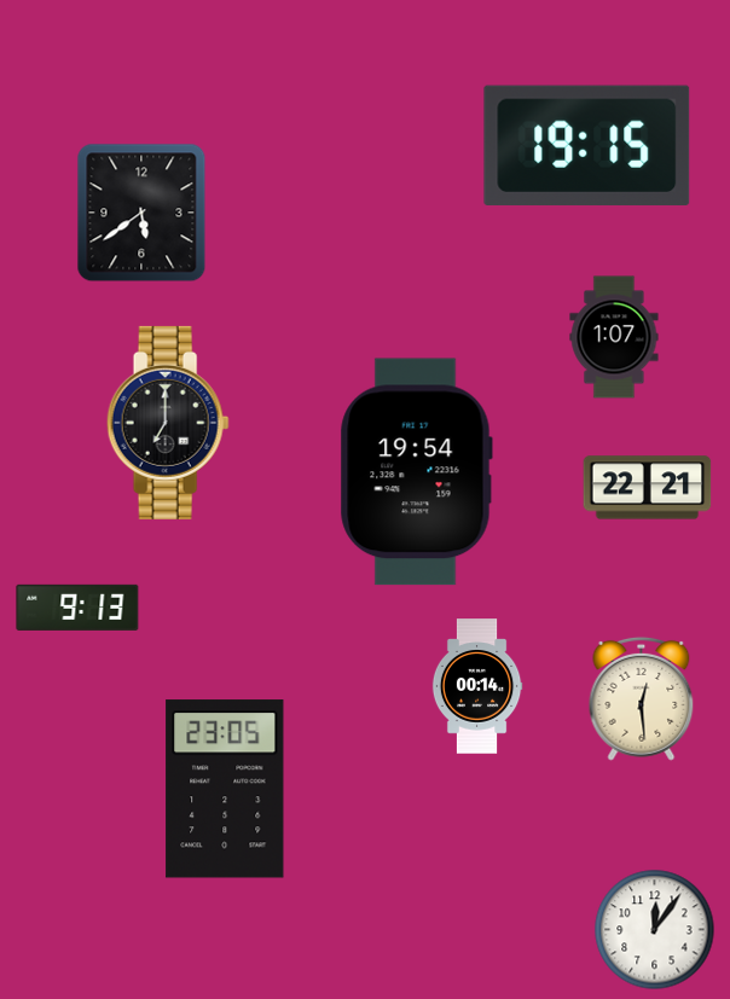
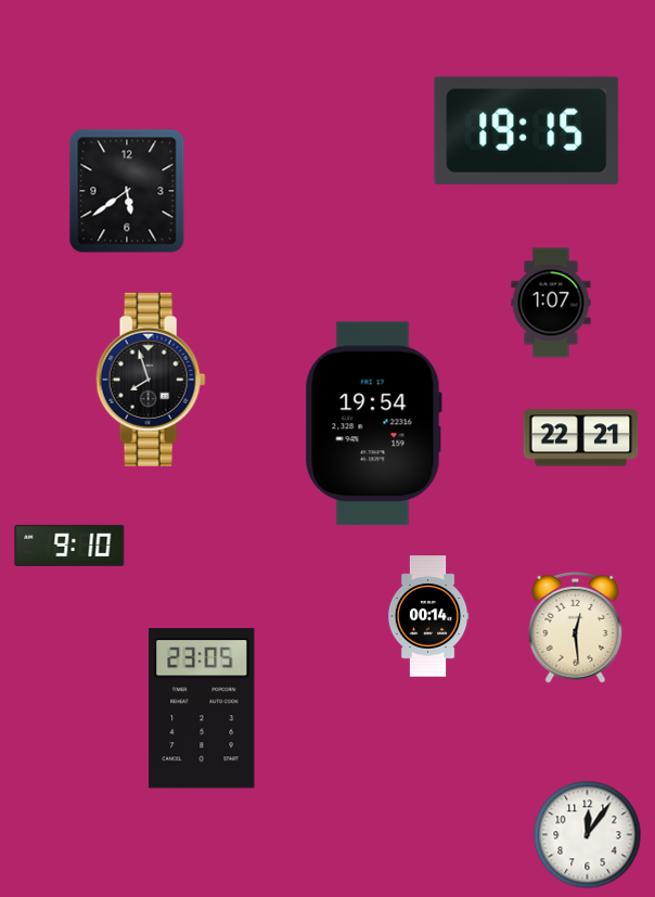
clock at (168, 423): 7:00 -> 7:57
clock at (77, 608): 9:13 -> 9:10
